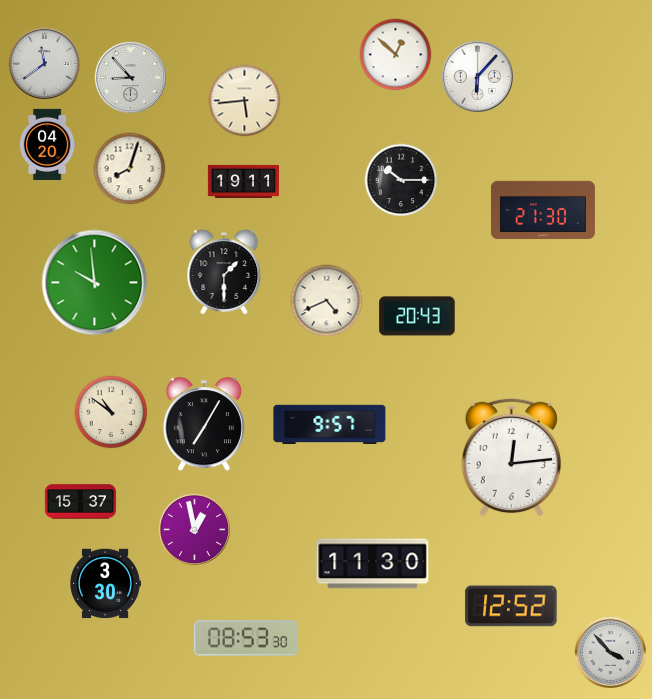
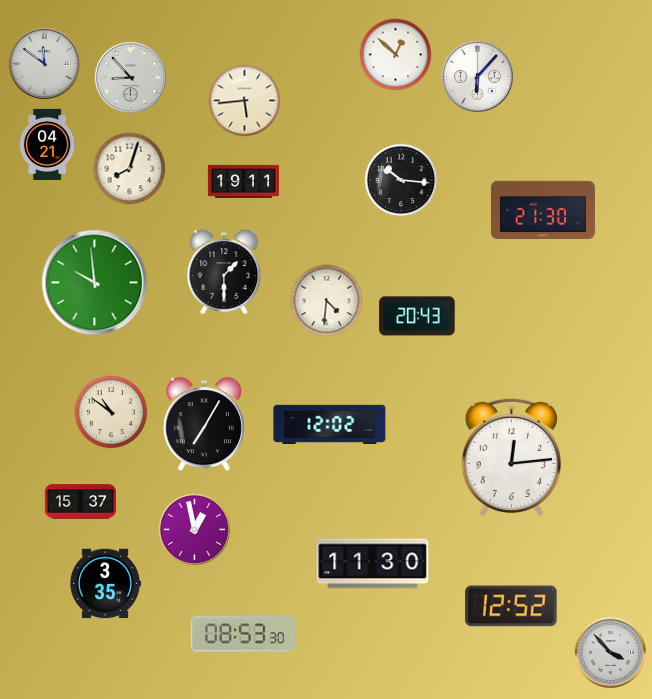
clock at (44, 63): 11:39 -> 11:51
clock at (47, 144): 04:20 -> 04:21
clock at (401, 180): 10:15 -> 10:16
clock at (327, 301): 4:41 -> 4:31
clock at (330, 424): 9:57 -> 12:02
clock at (105, 584): 3:30 -> 3:35
clock at (246, 638) position: (246, 638) -> (243, 634)
